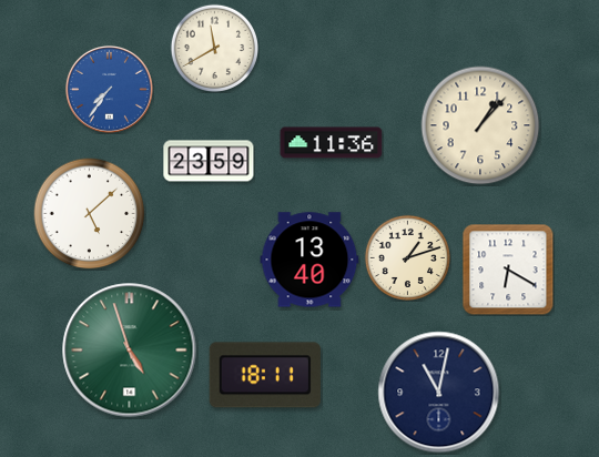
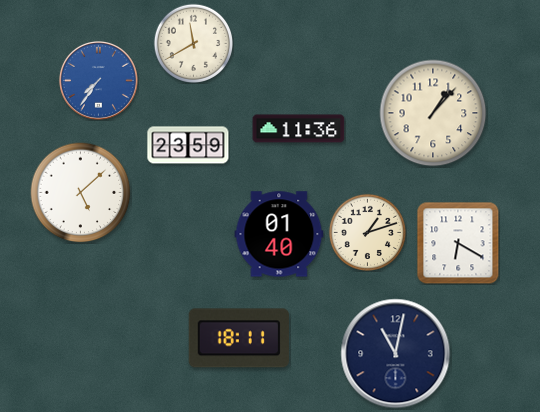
clock at (309, 260): 13:40 -> 01:40
clock at (130, 351): 4:57 -> none
